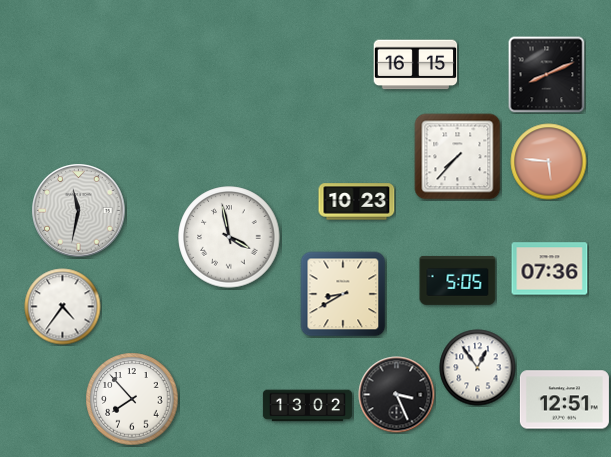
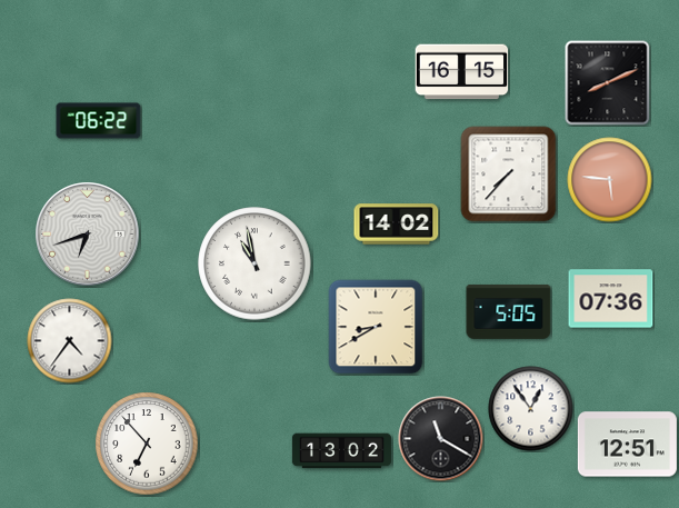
clock at (99, 121): none -> 06:22
clock at (357, 202): 10:23 -> 14:02
clock at (79, 211): 11:32 -> 6:42
clock at (229, 237): 3:58 -> 10:58
clock at (343, 294) position: (343, 294) -> (376, 327)
clock at (397, 395): 3:26 -> 11:20
clock at (132, 399): 7:53 -> 6:53
